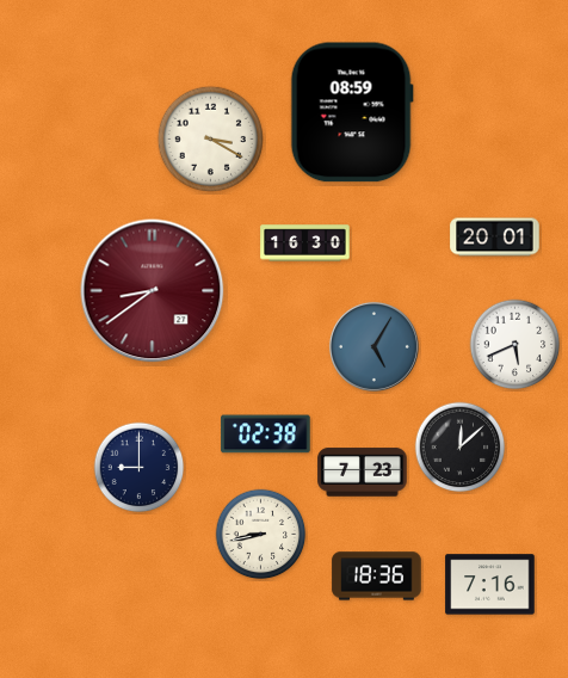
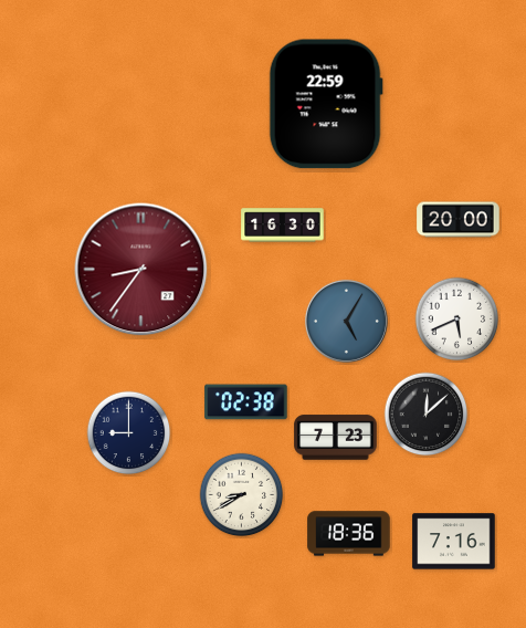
clock at (352, 112): 08:59 -> 22:59
clock at (210, 138): 3:20 -> none
clock at (495, 238): 20:01 -> 20:00
clock at (153, 291): 8:39 -> 8:36
clock at (515, 345) position: (515, 345) -> (457, 320)
clock at (261, 535): 8:43 -> 8:40
